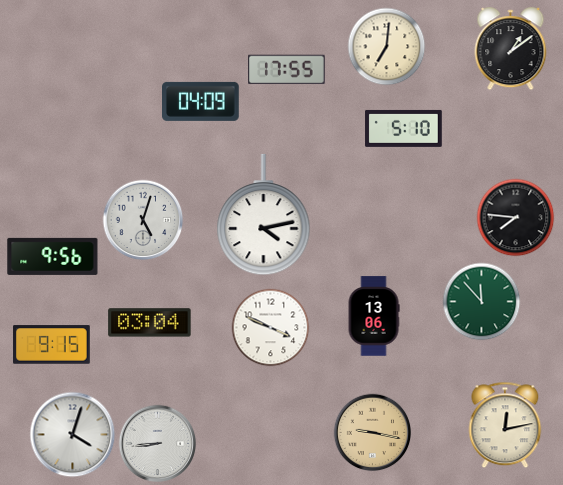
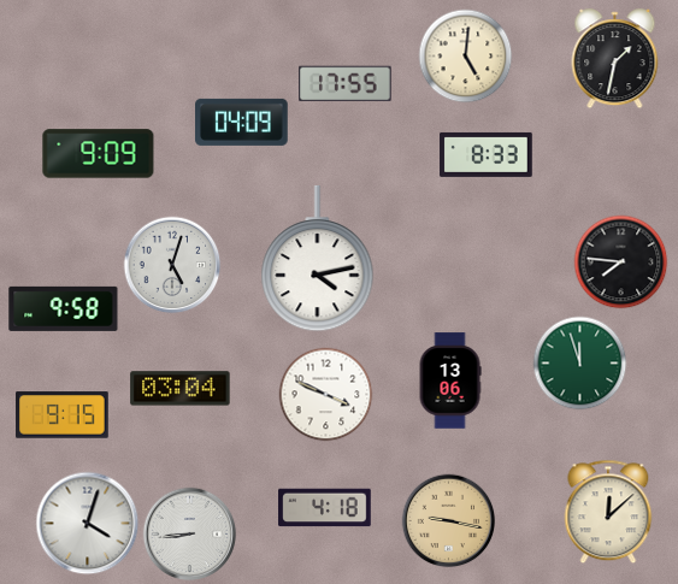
clock at (386, 46): 7:01 -> 5:01
clock at (511, 49): 1:09 -> 1:32
clock at (99, 154): none -> 9:09
clock at (404, 128): 5:10 -> 8:33
clock at (53, 256): 9:56 -> 9:58
clock at (481, 301): 11:53 -> 11:57
clock at (325, 508): none -> 4:18
clock at (505, 425): 12:13 -> 12:08
